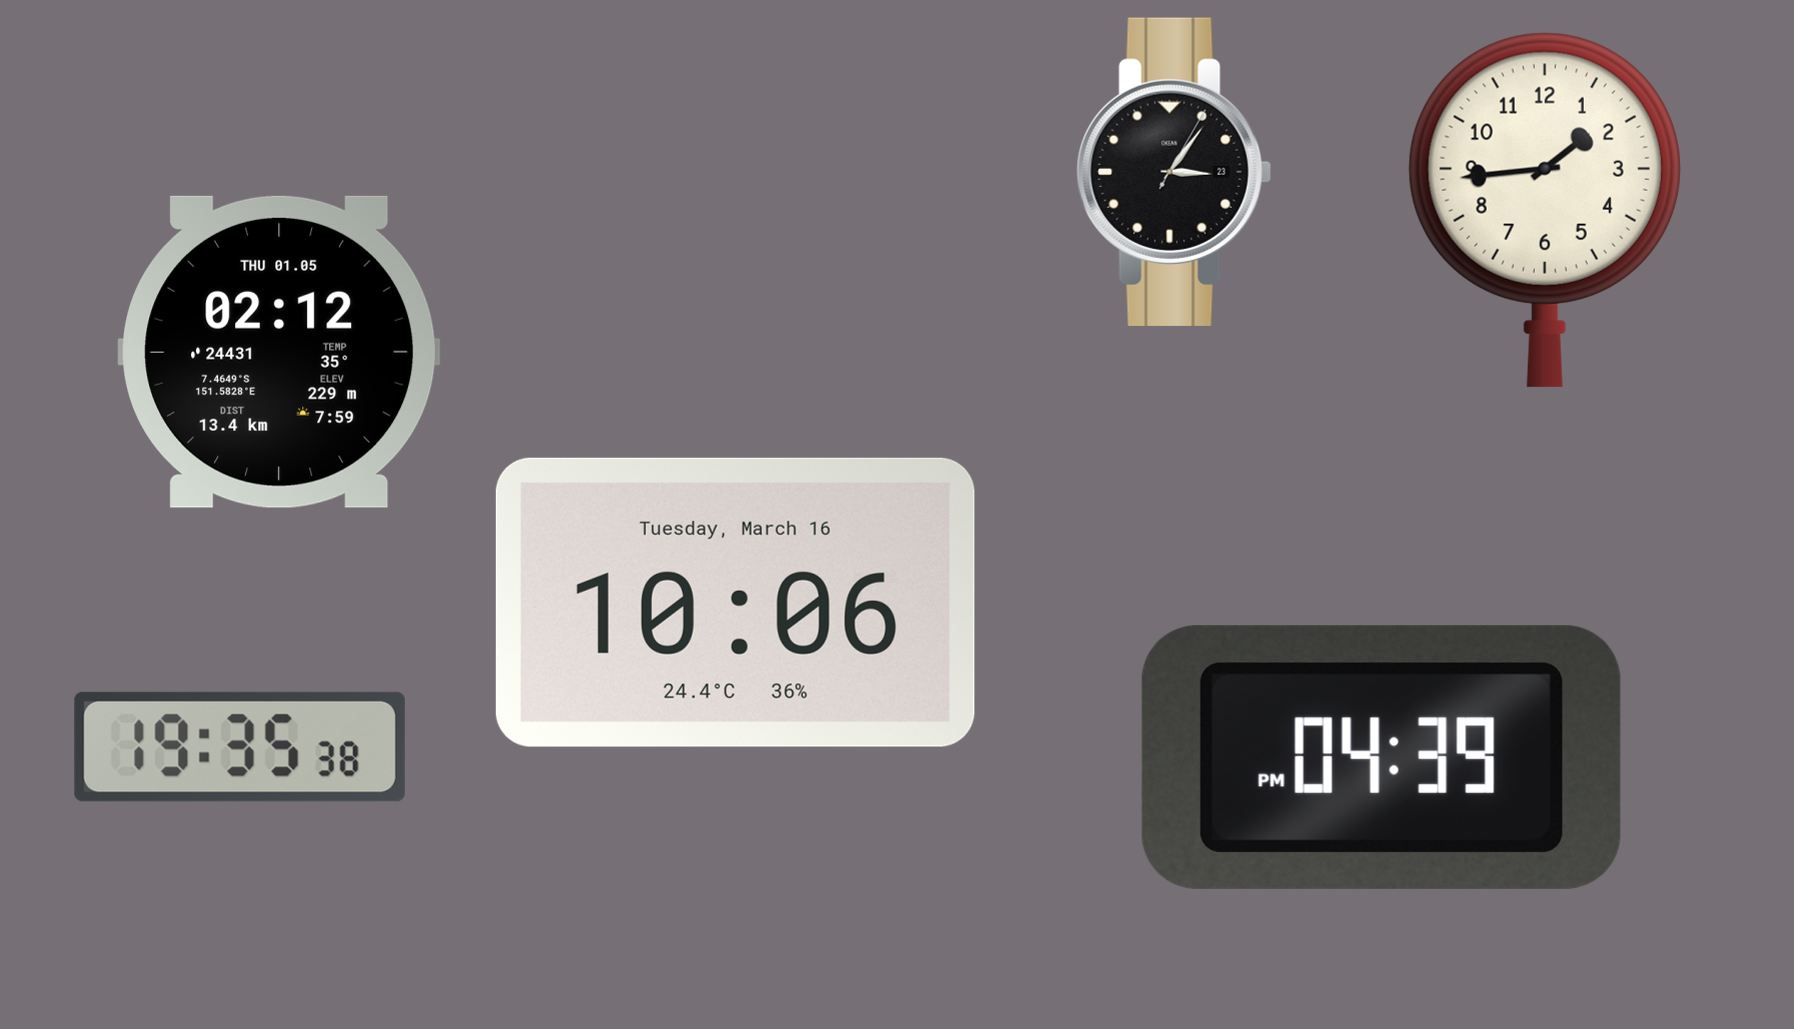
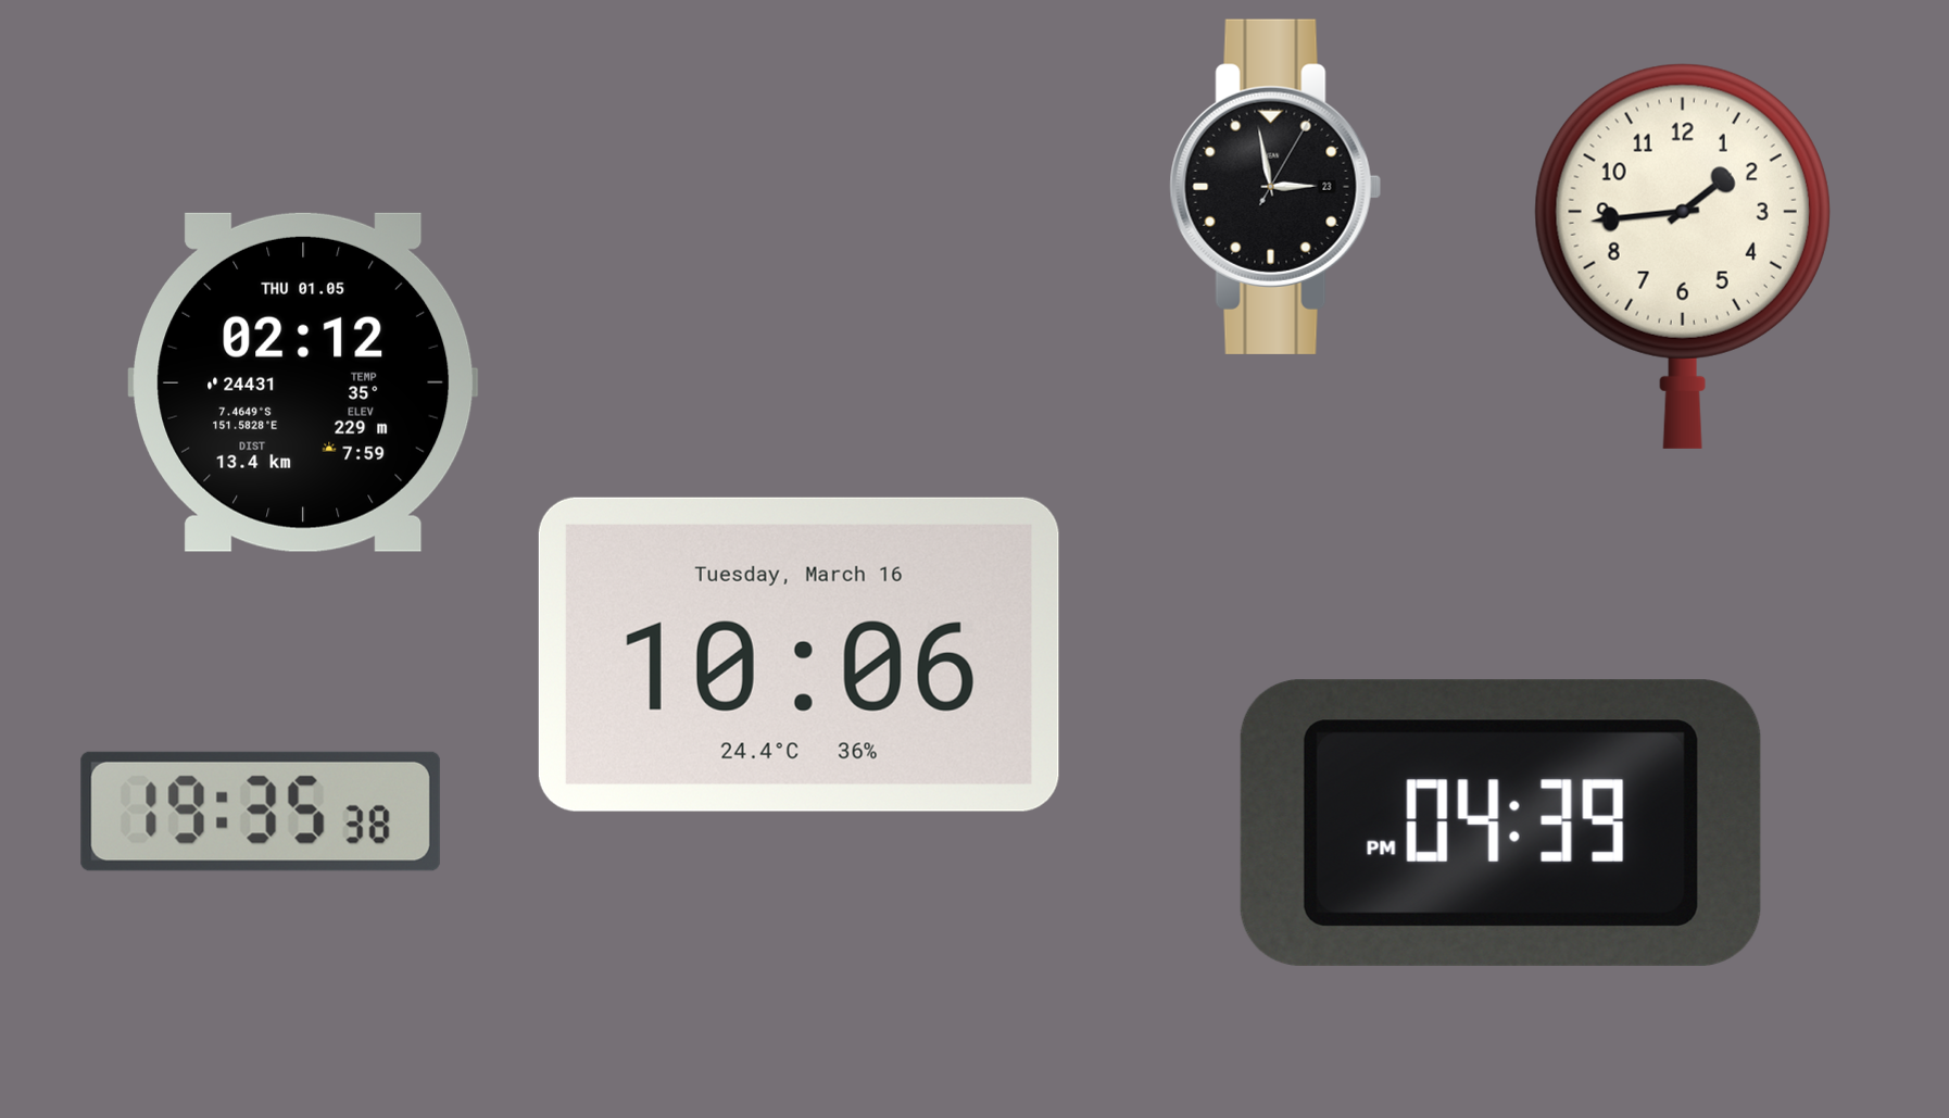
clock at (1174, 172): 3:06 -> 2:58
clock at (1545, 210) position: (1545, 210) -> (1683, 256)
